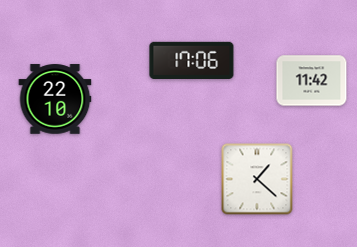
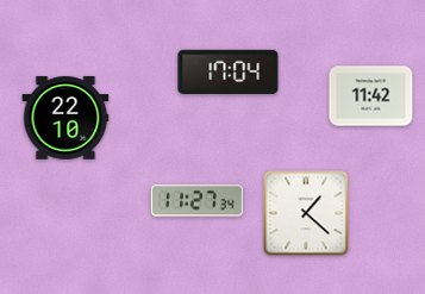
clock at (192, 60): 17:06 -> 17:04
clock at (196, 201): none -> 11:27
